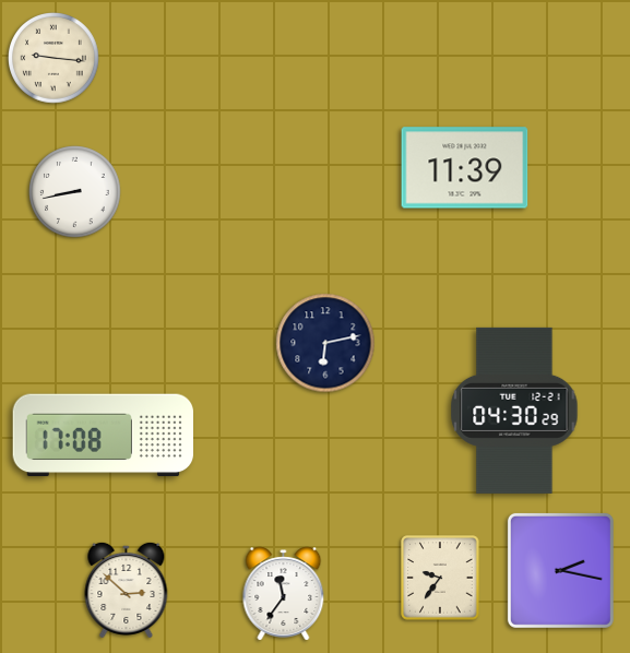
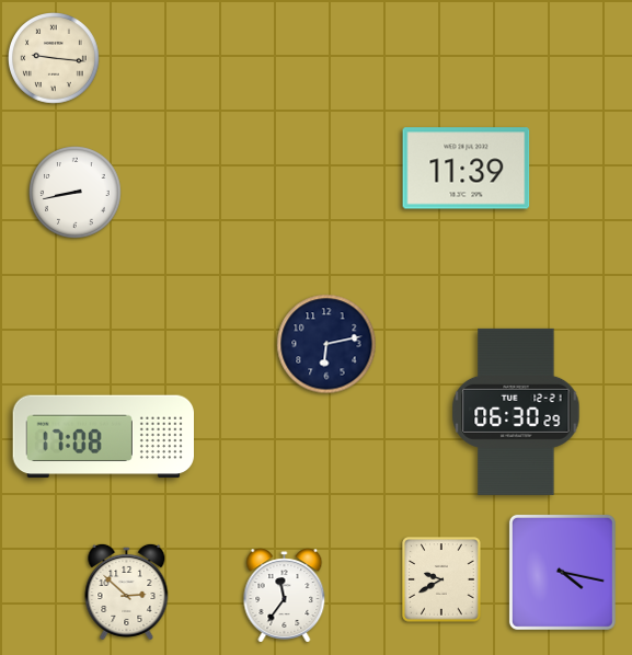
clock at (514, 411): 04:30 -> 06:30
clock at (560, 570): 2:17 -> 4:17
clock at (440, 578): 9:36 -> 9:40
